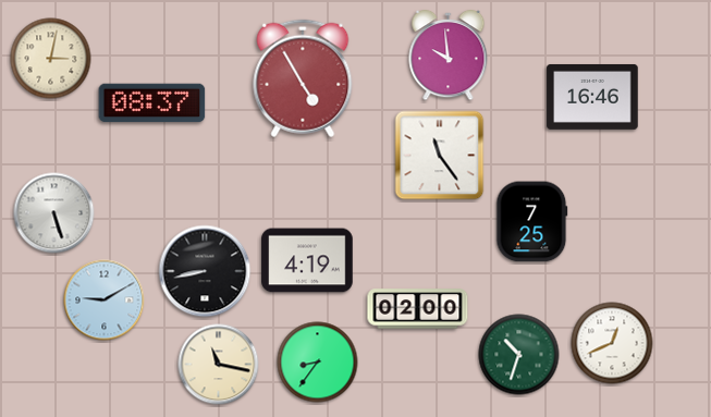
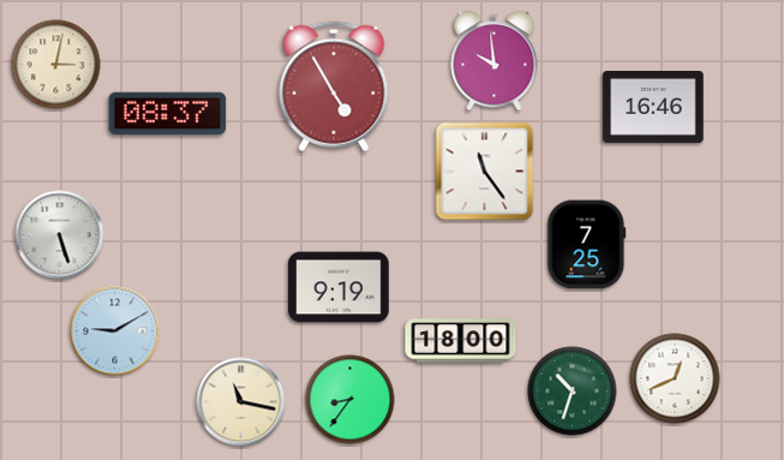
clock at (307, 260): 4:19 -> 9:19
clock at (205, 271): 8:43 -> none
clock at (418, 309): 02:00 -> 18:00
